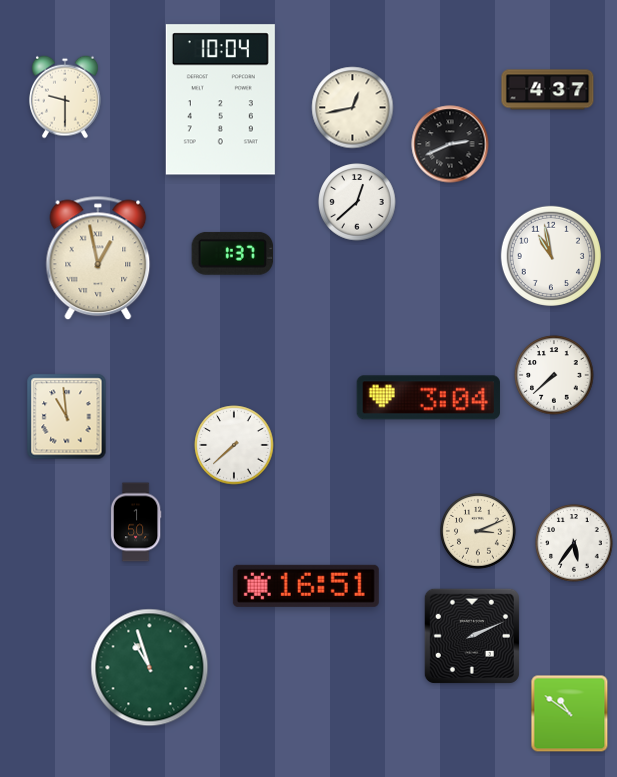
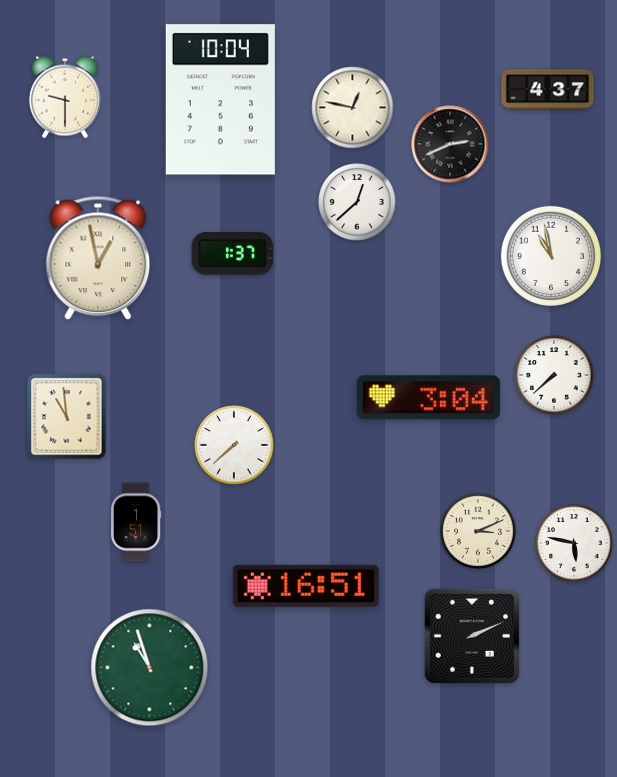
clock at (353, 108): 12:43 -> 12:47
clock at (136, 522): 1:50 -> 1:51
clock at (574, 543): 5:36 -> 5:47
clock at (570, 714): 10:51 -> none
